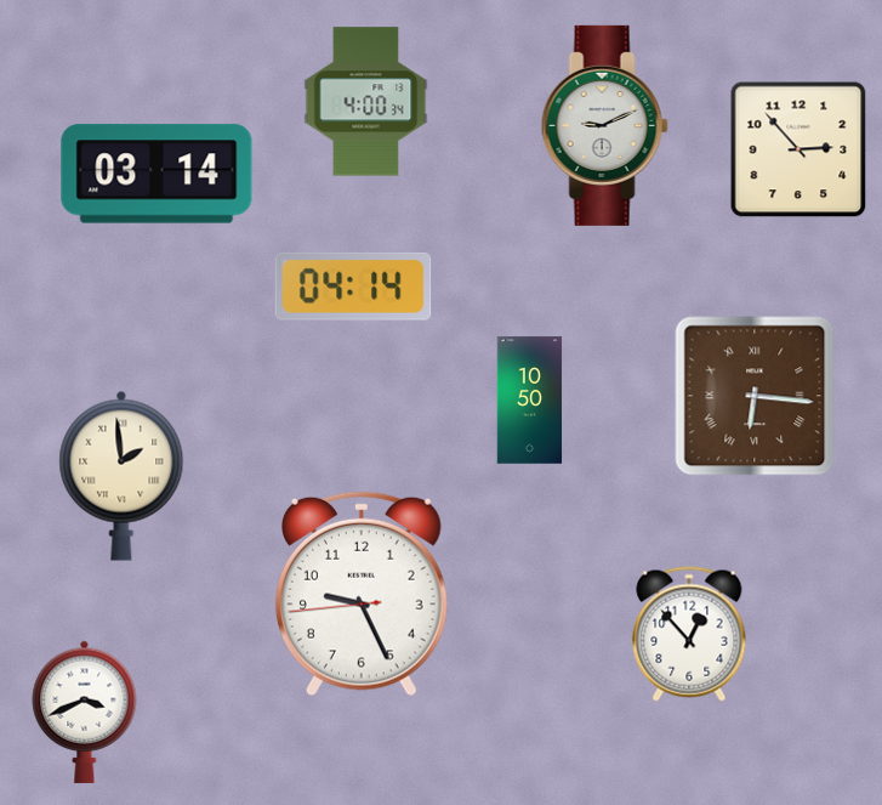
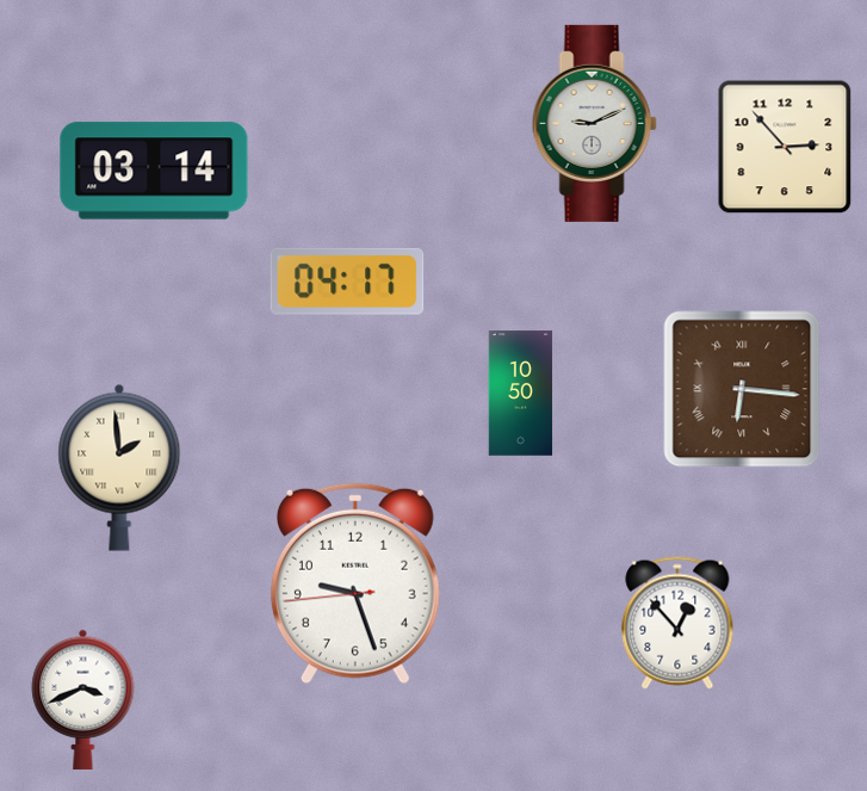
clock at (366, 102): 4:00 -> none
clock at (353, 287): 04:14 -> 04:17
clock at (362, 594): 9:25 -> 9:26
